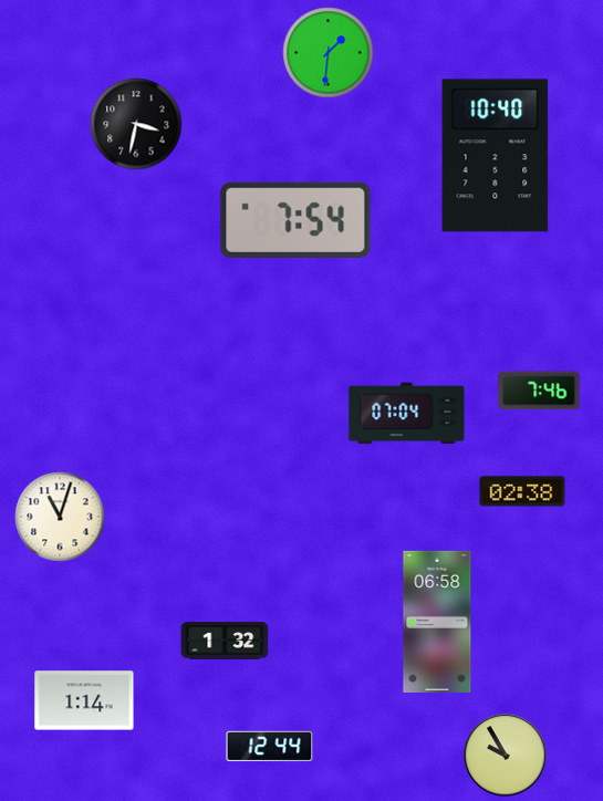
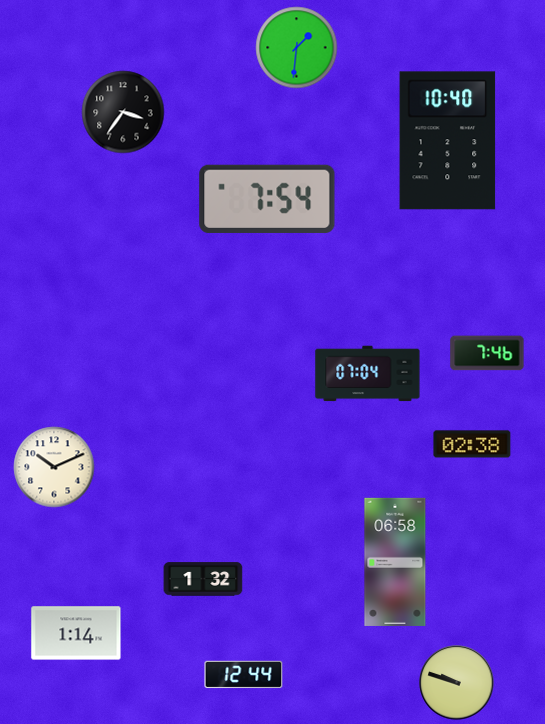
clock at (136, 124): 3:32 -> 3:36
clock at (60, 517): 11:03 -> 10:11
clock at (506, 756): 9:55 -> 9:48
